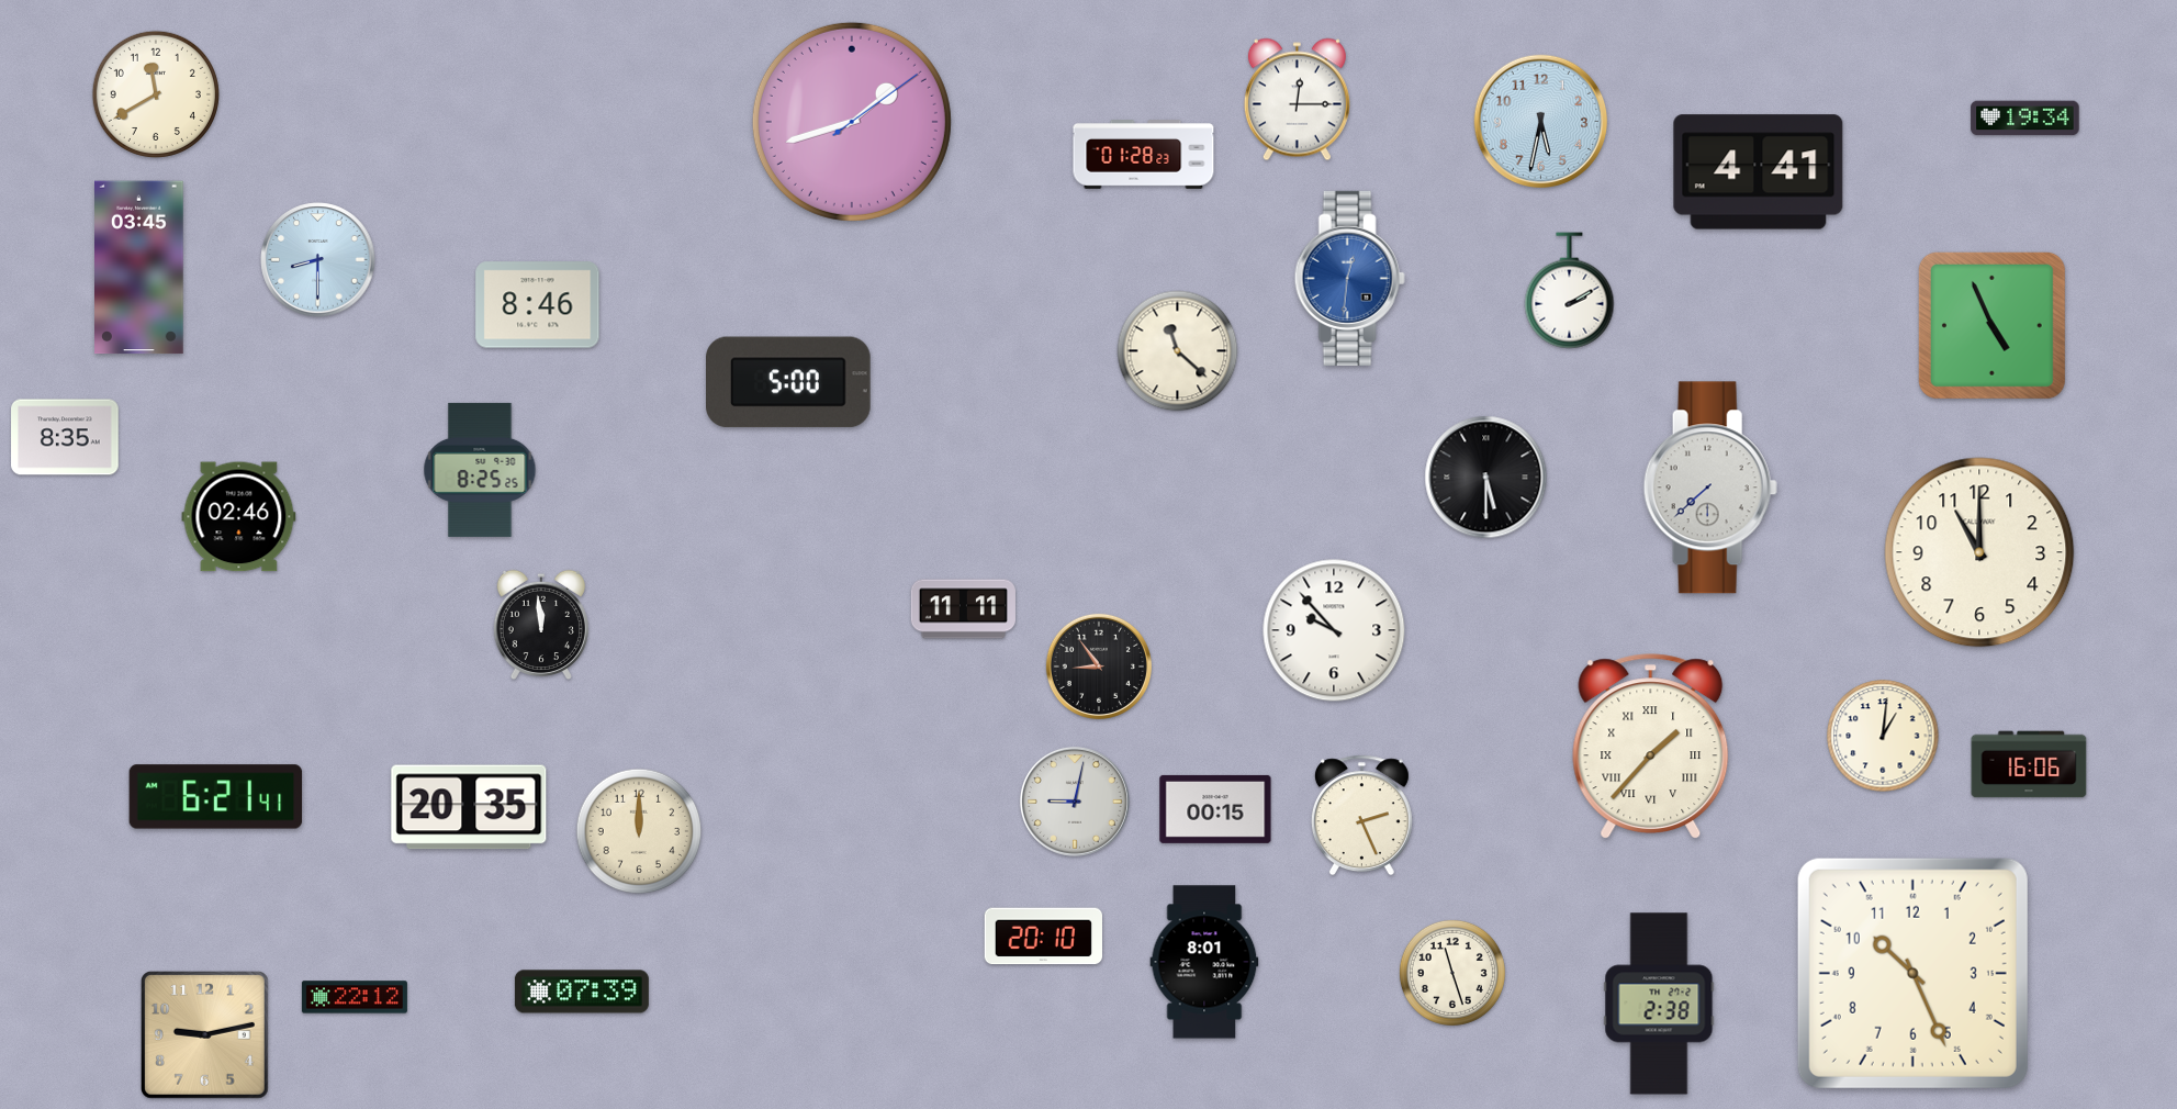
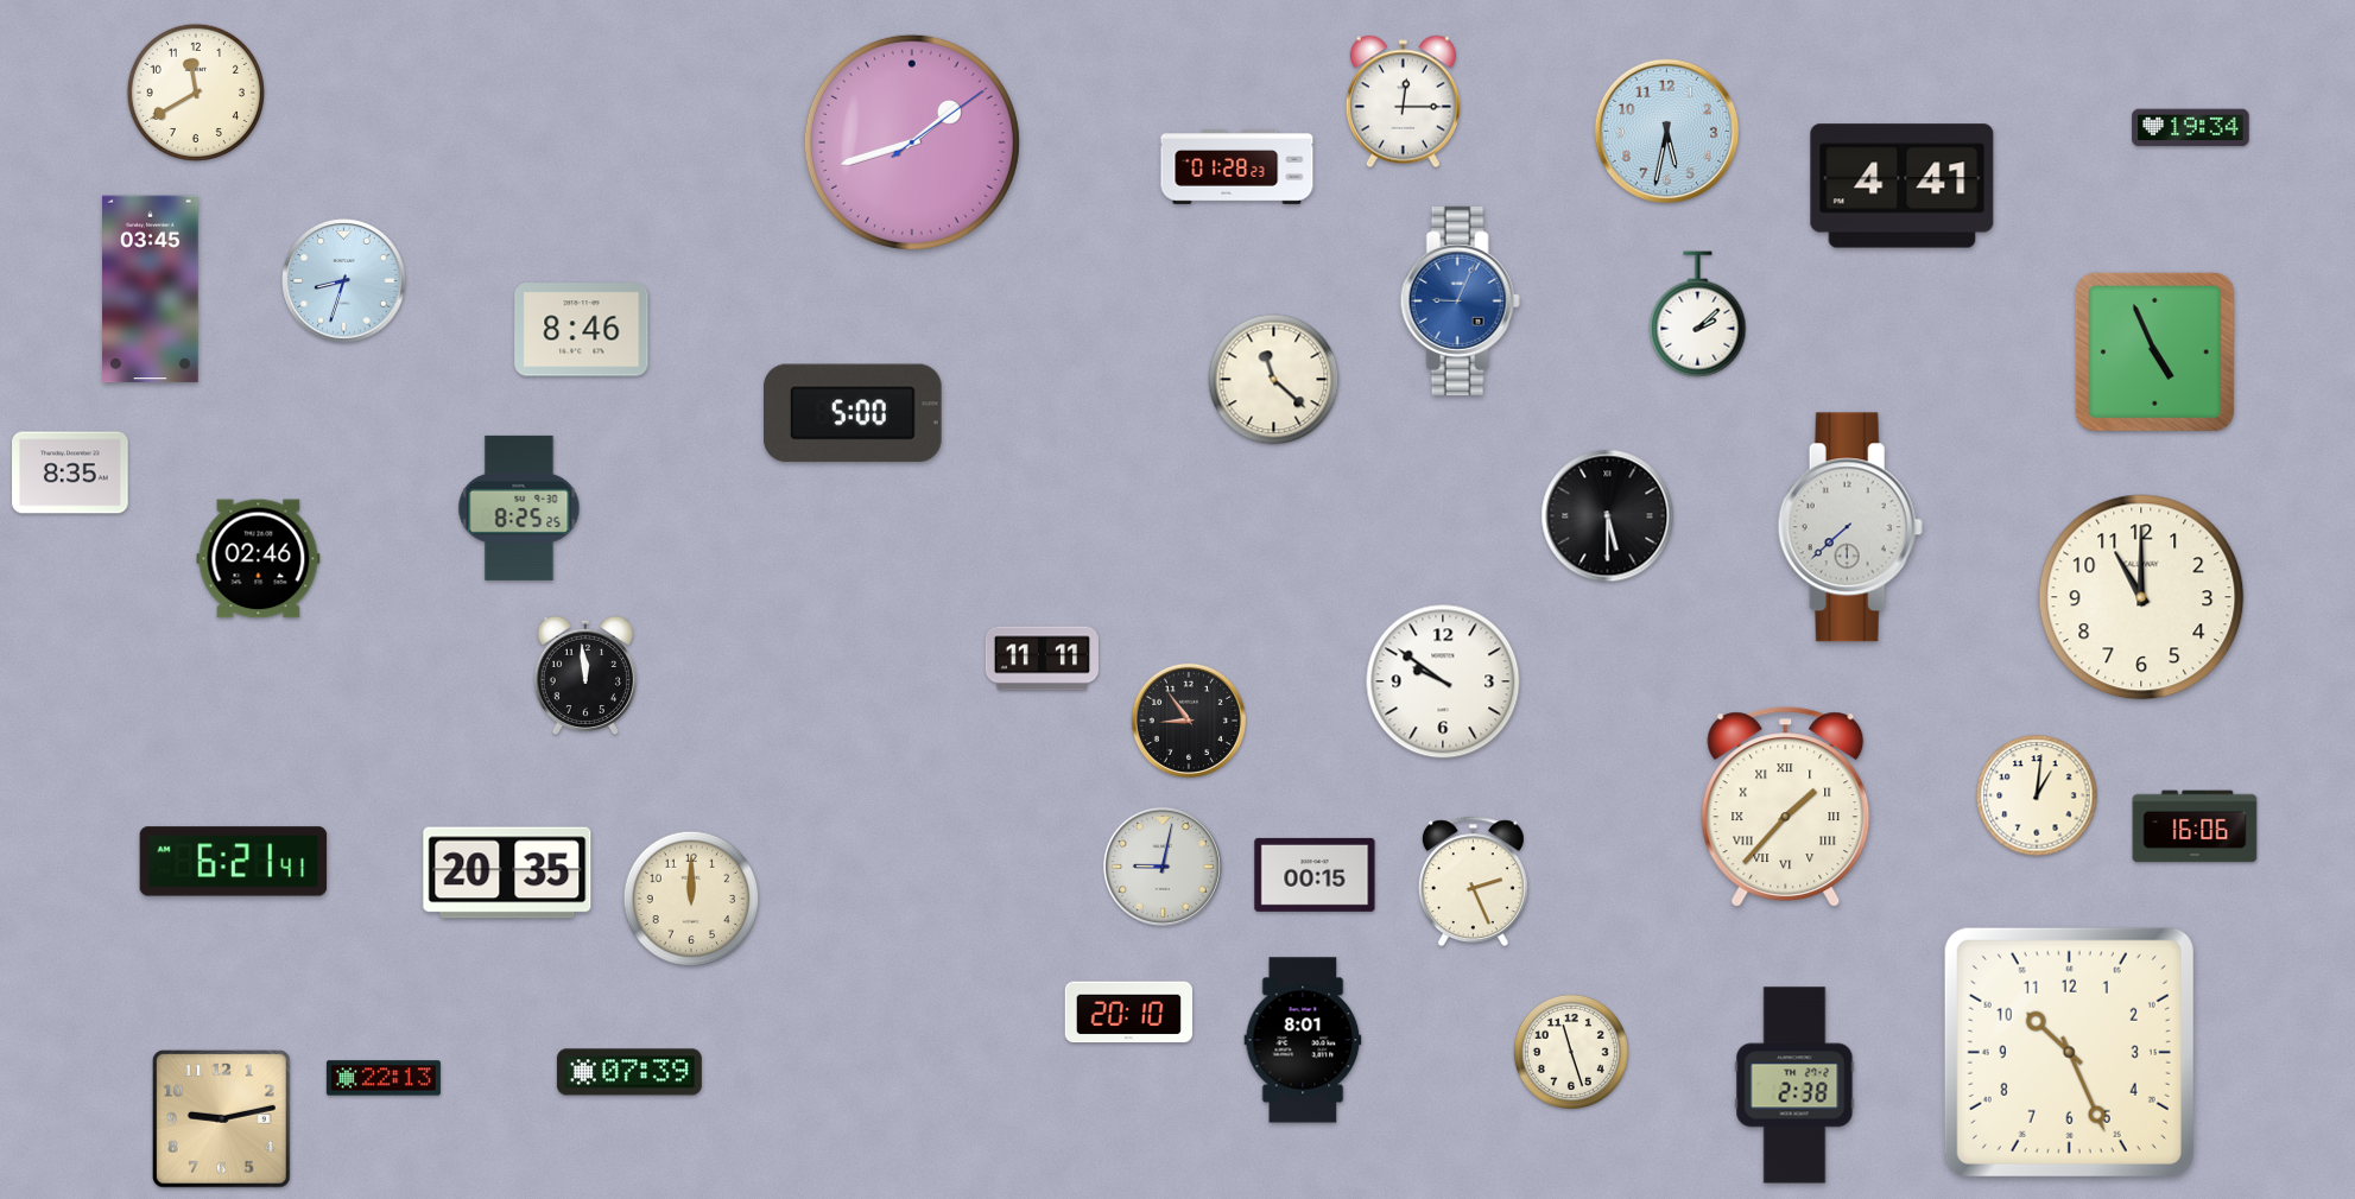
clock at (156, 94) position: (156, 94) -> (196, 93)
clock at (1297, 100) position: (1297, 100) -> (1403, 102)
clock at (852, 122) position: (852, 122) -> (912, 142)
clock at (318, 260): 8:30 -> 8:33
clock at (1349, 278): 12:31 -> 9:04
clock at (1570, 291): 2:10 -> 2:08
clock at (1334, 630): 9:53 -> 9:51
clock at (355, 997): 22:12 -> 22:13
